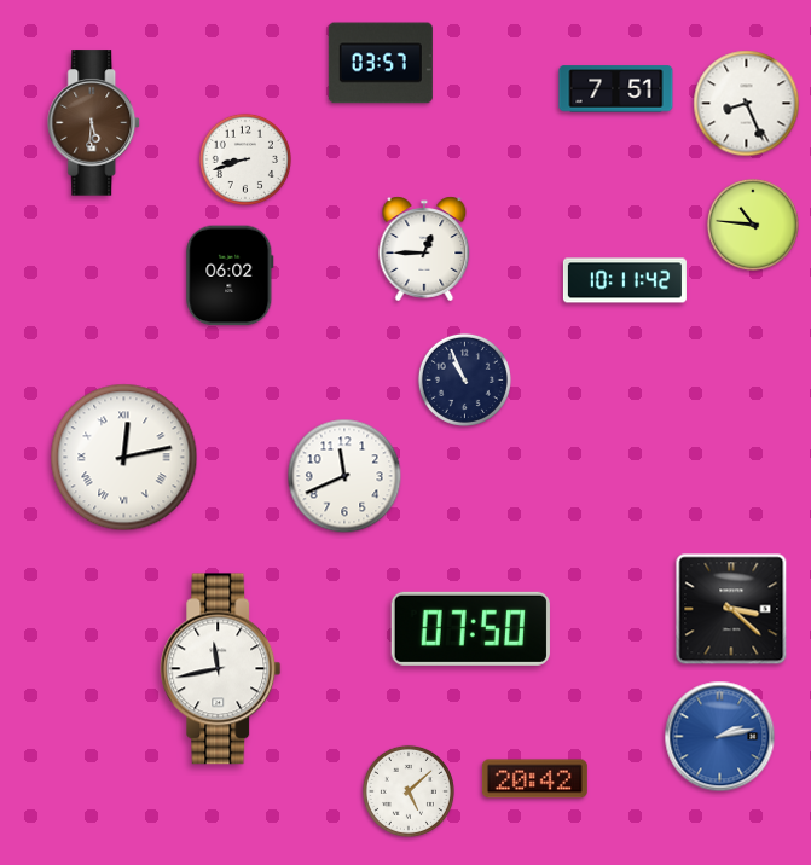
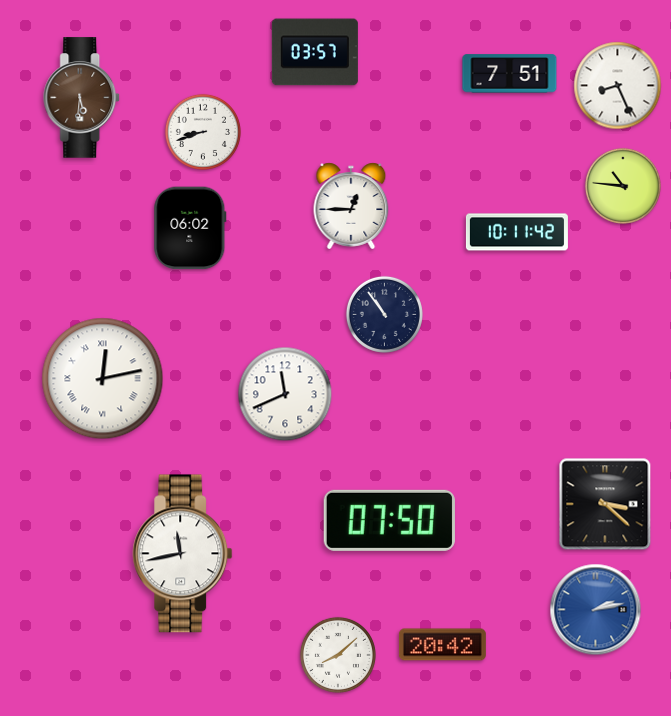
clock at (94, 123) position: (94, 123) -> (82, 98)
clock at (464, 379): 10:56 -> 10:54
clock at (409, 791): 5:08 -> 8:08
